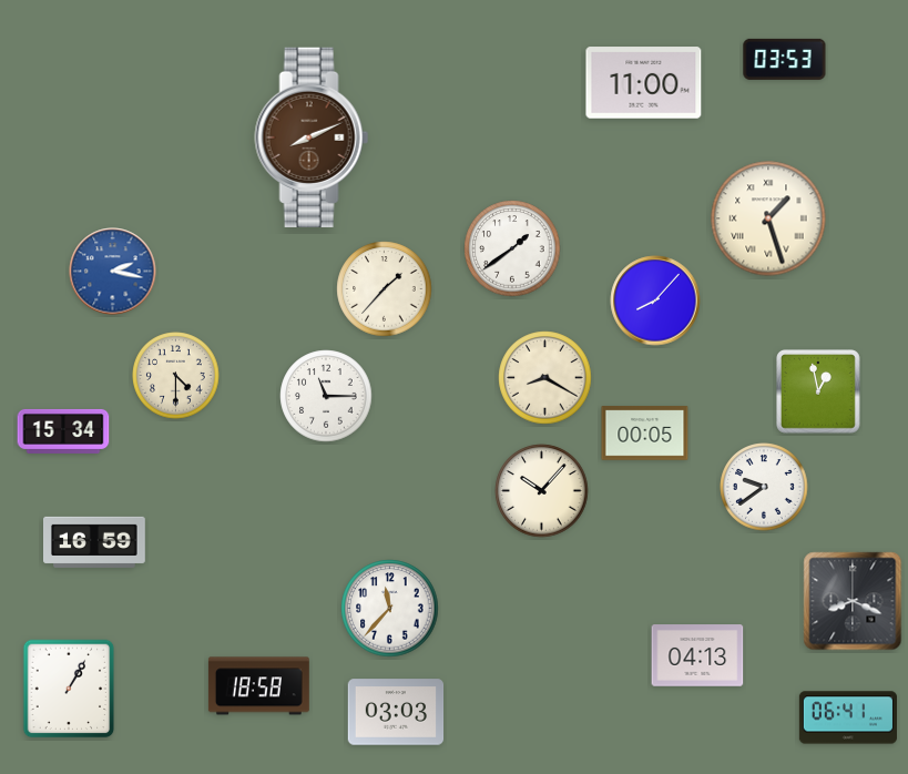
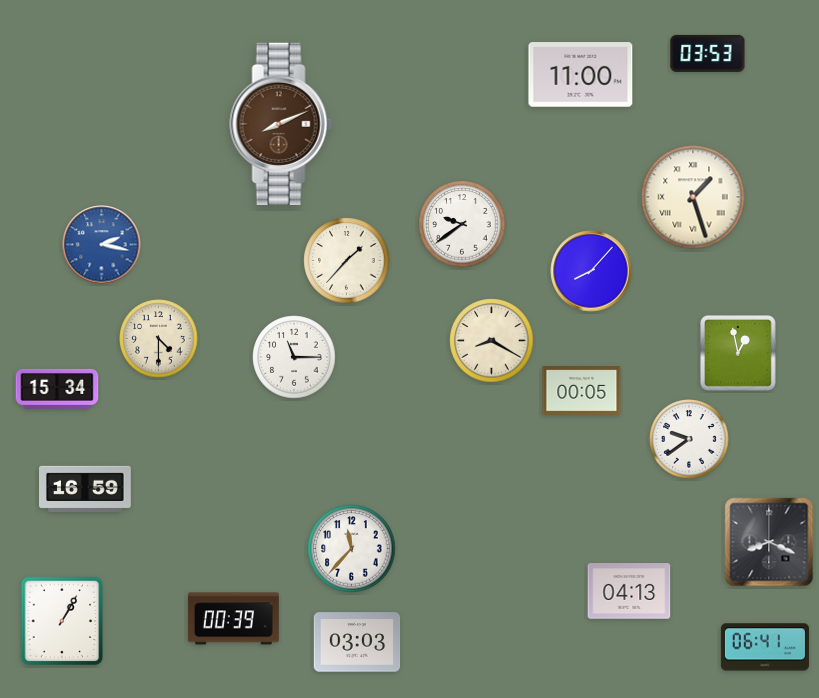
clock at (512, 248): 1:39 -> 9:39
clock at (542, 491): 10:07 -> none
clock at (258, 686): 18:58 -> 00:39
